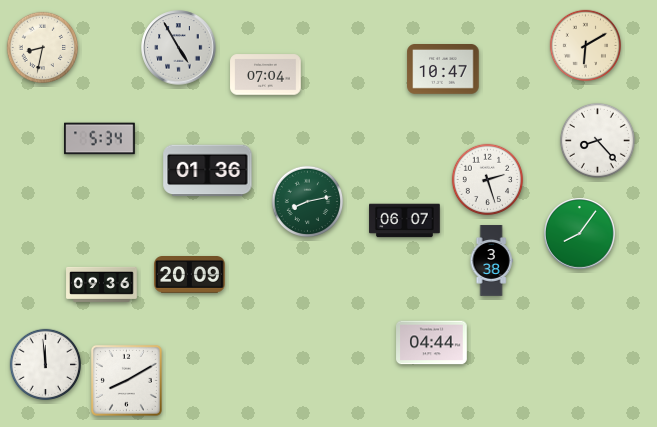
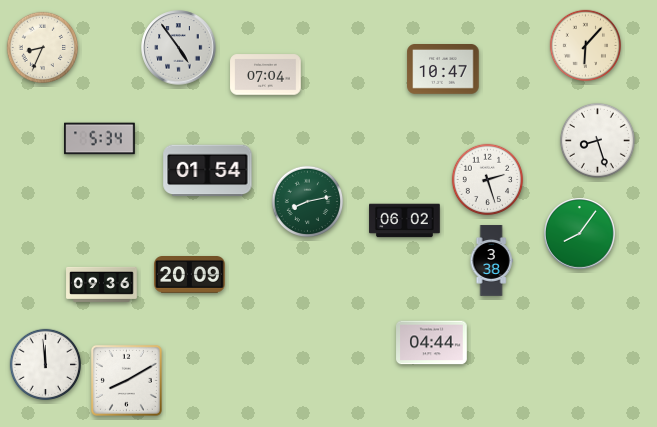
clock at (586, 46): 6:10 -> 6:07
clock at (43, 48): 8:32 -> 8:34
clock at (179, 48): 4:55 -> 4:54
clock at (597, 140): 8:23 -> 8:27
clock at (208, 171): 01:36 -> 01:54
clock at (405, 221): 06:07 -> 06:02
